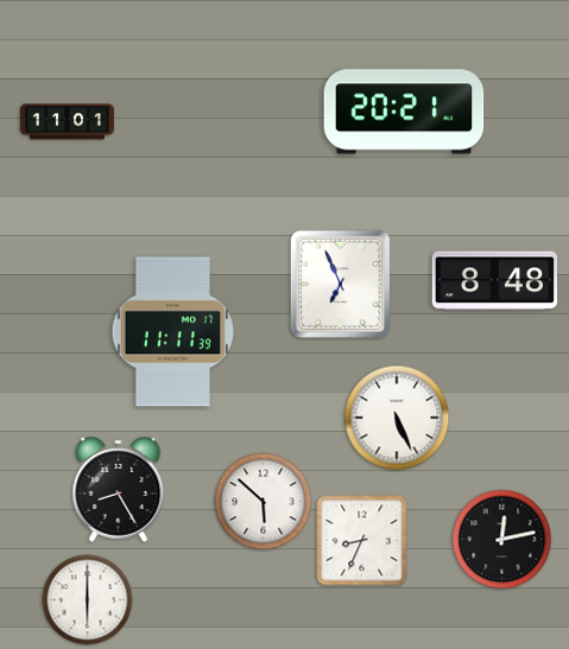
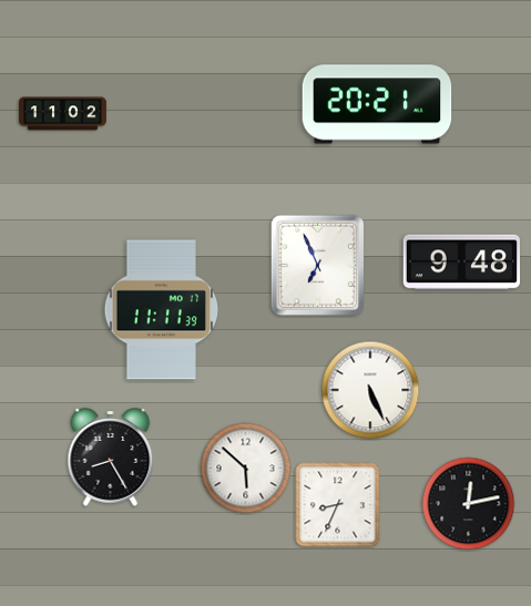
clock at (67, 122): 11:01 -> 11:02
clock at (494, 281): 8:48 -> 9:48
clock at (88, 600): 6:00 -> none
